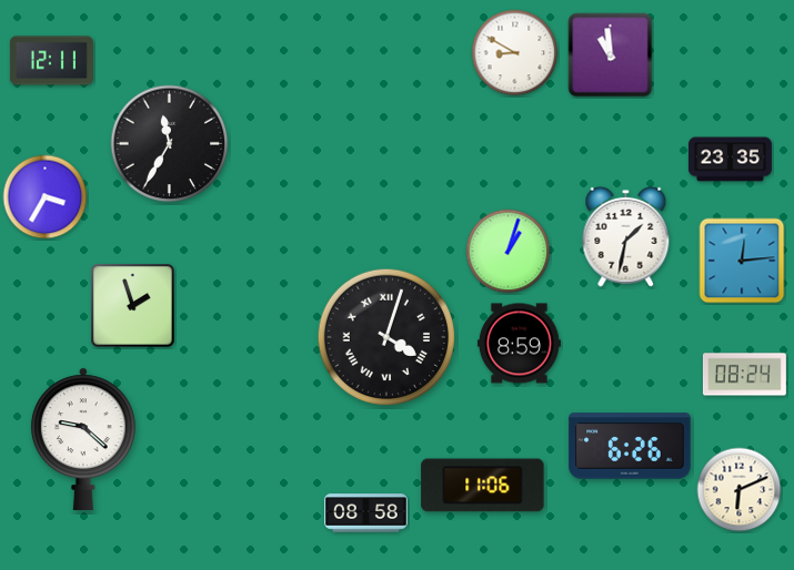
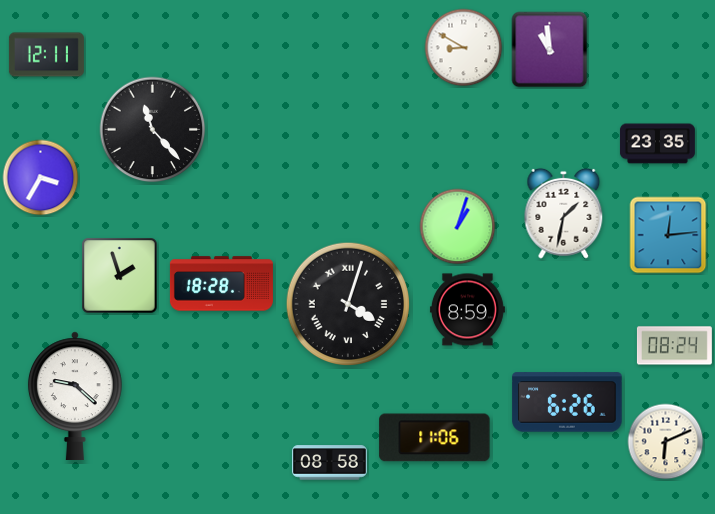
clock at (170, 144): 11:35 -> 11:23
clock at (221, 284): none -> 18:28
clock at (744, 375) position: (744, 375) -> (674, 346)
